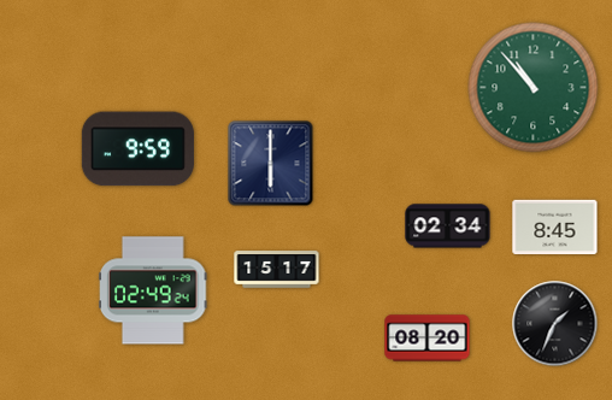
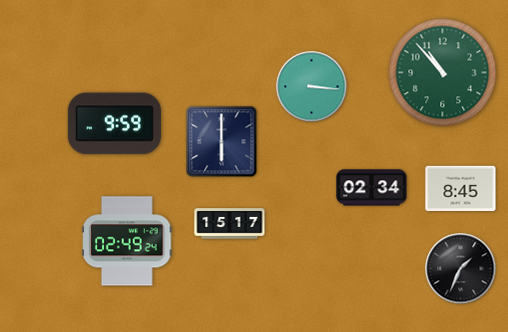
clock at (312, 87): none -> 3:16
clock at (271, 164) position: (271, 164) -> (222, 142)
clock at (428, 339): 08:20 -> none
